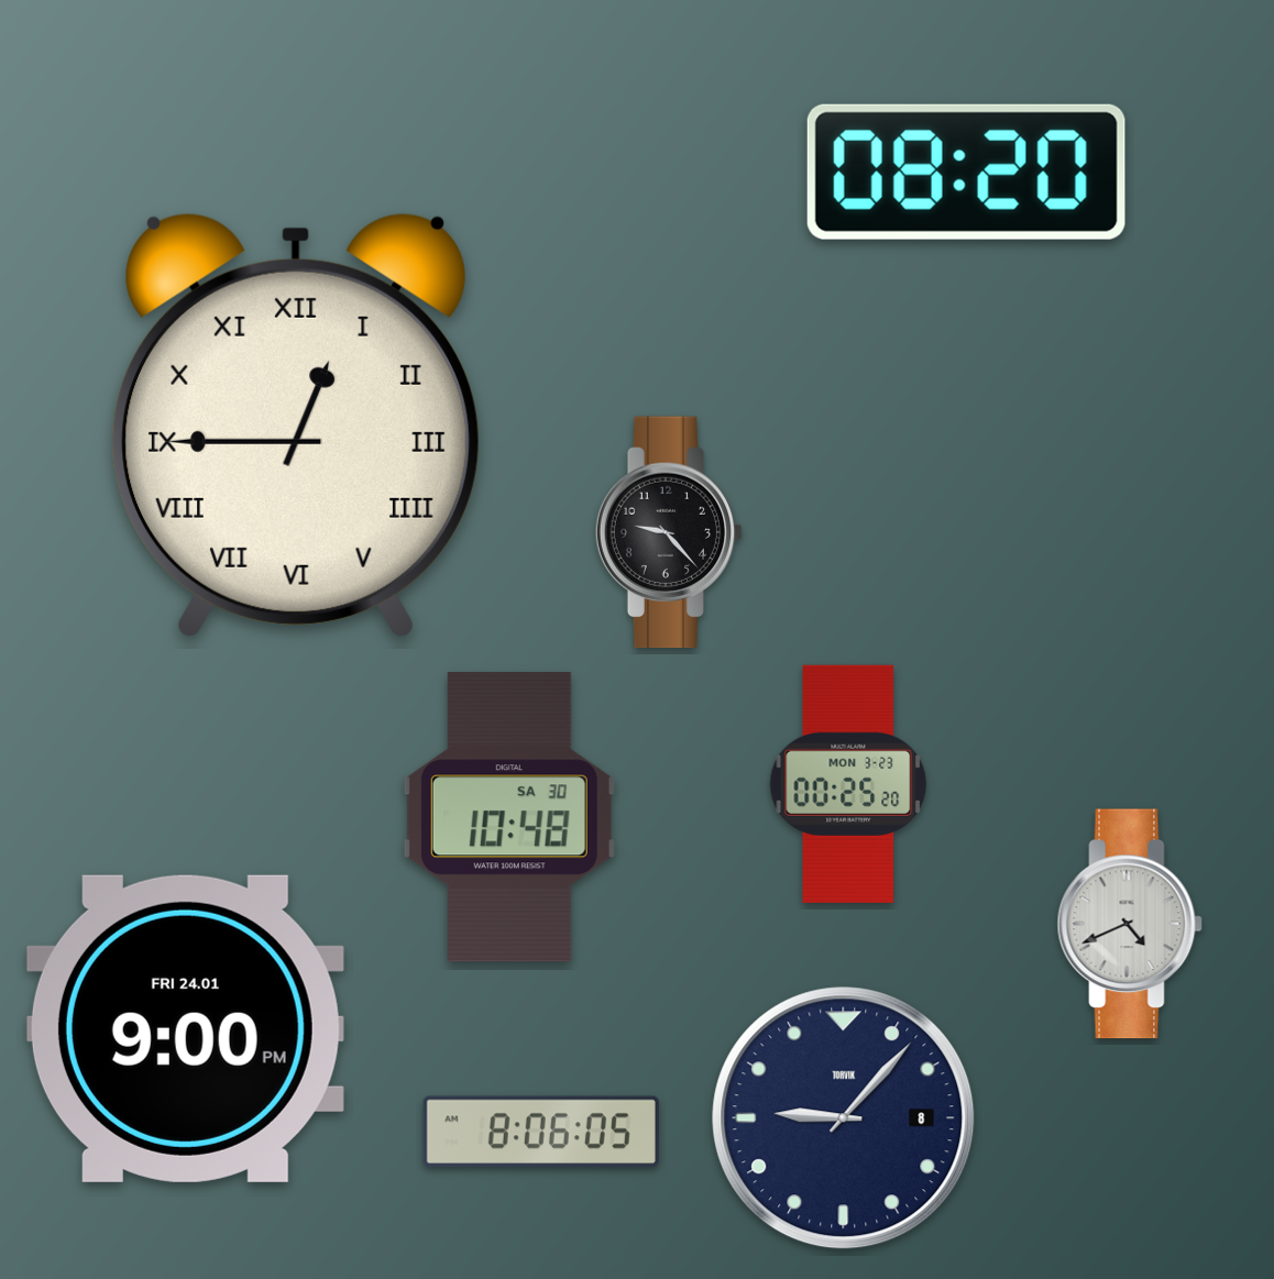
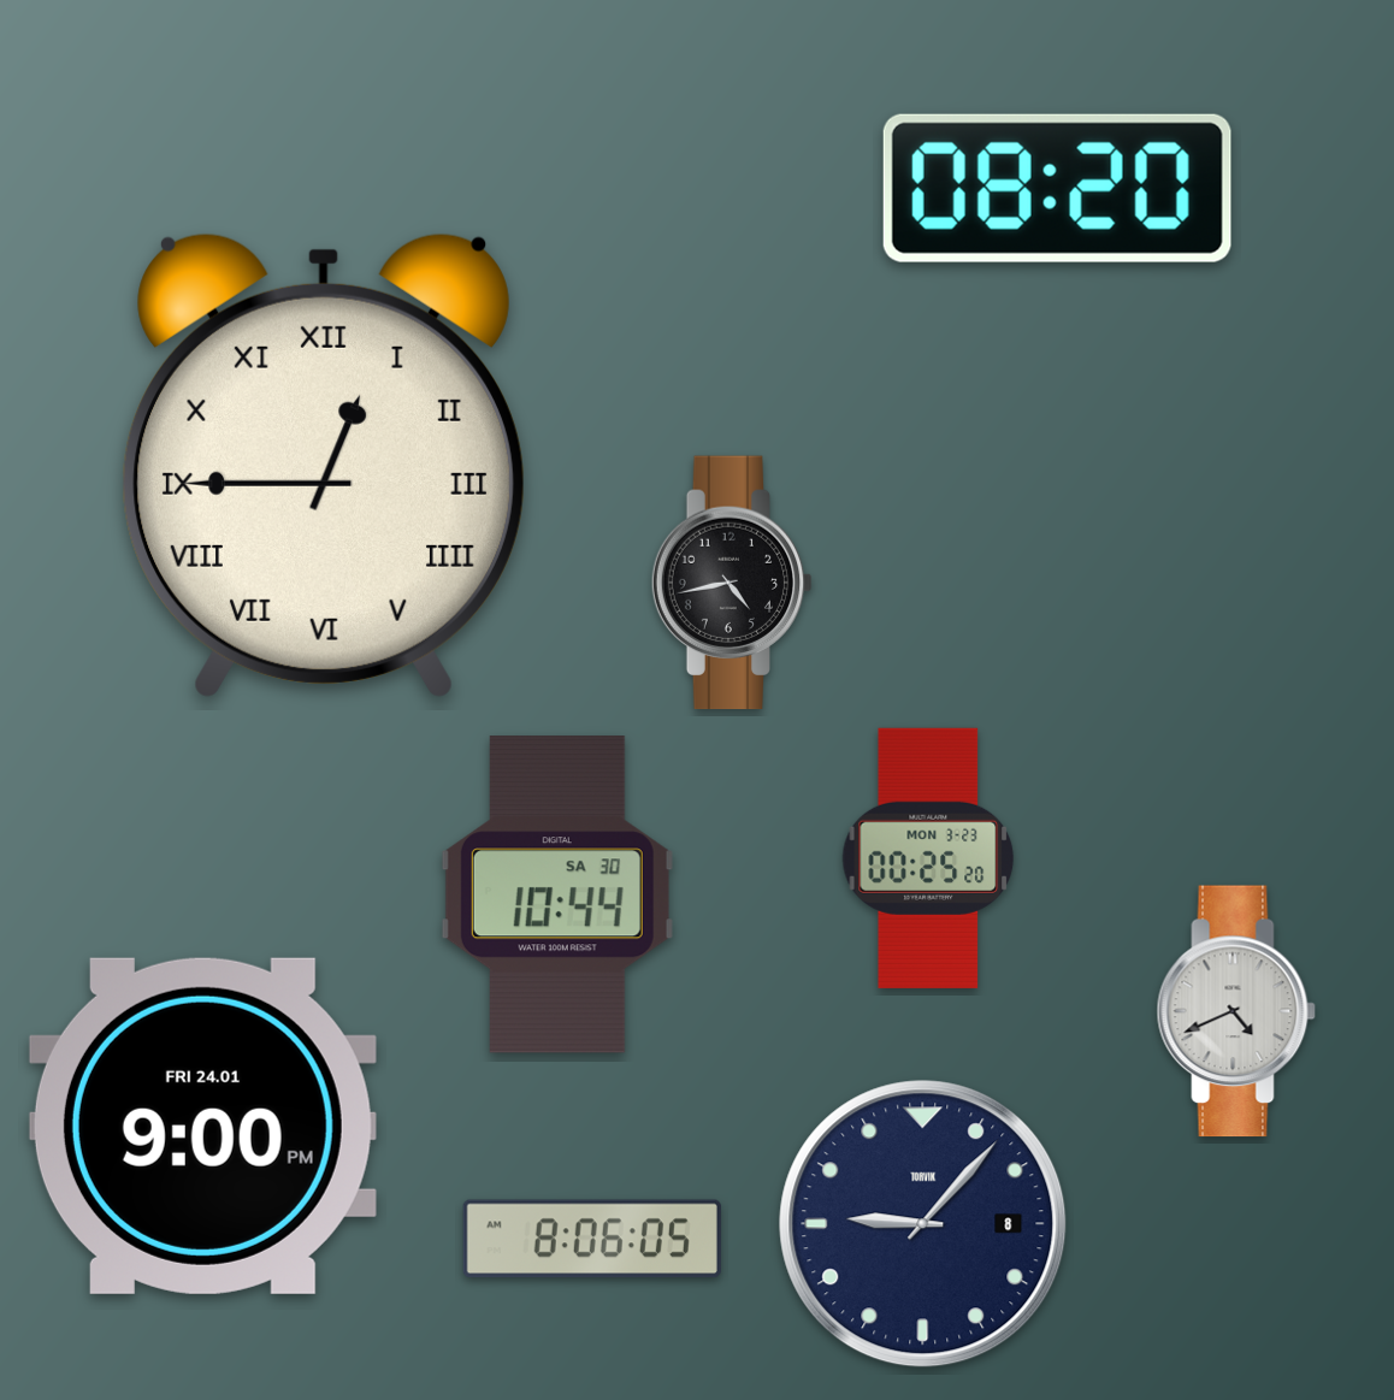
clock at (669, 532): 9:23 -> 4:43
clock at (509, 817): 10:48 -> 10:44
